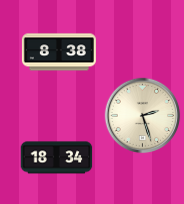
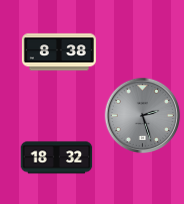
clock at (143, 116) dial: cream -> grey
clock at (57, 158): 18:34 -> 18:32
